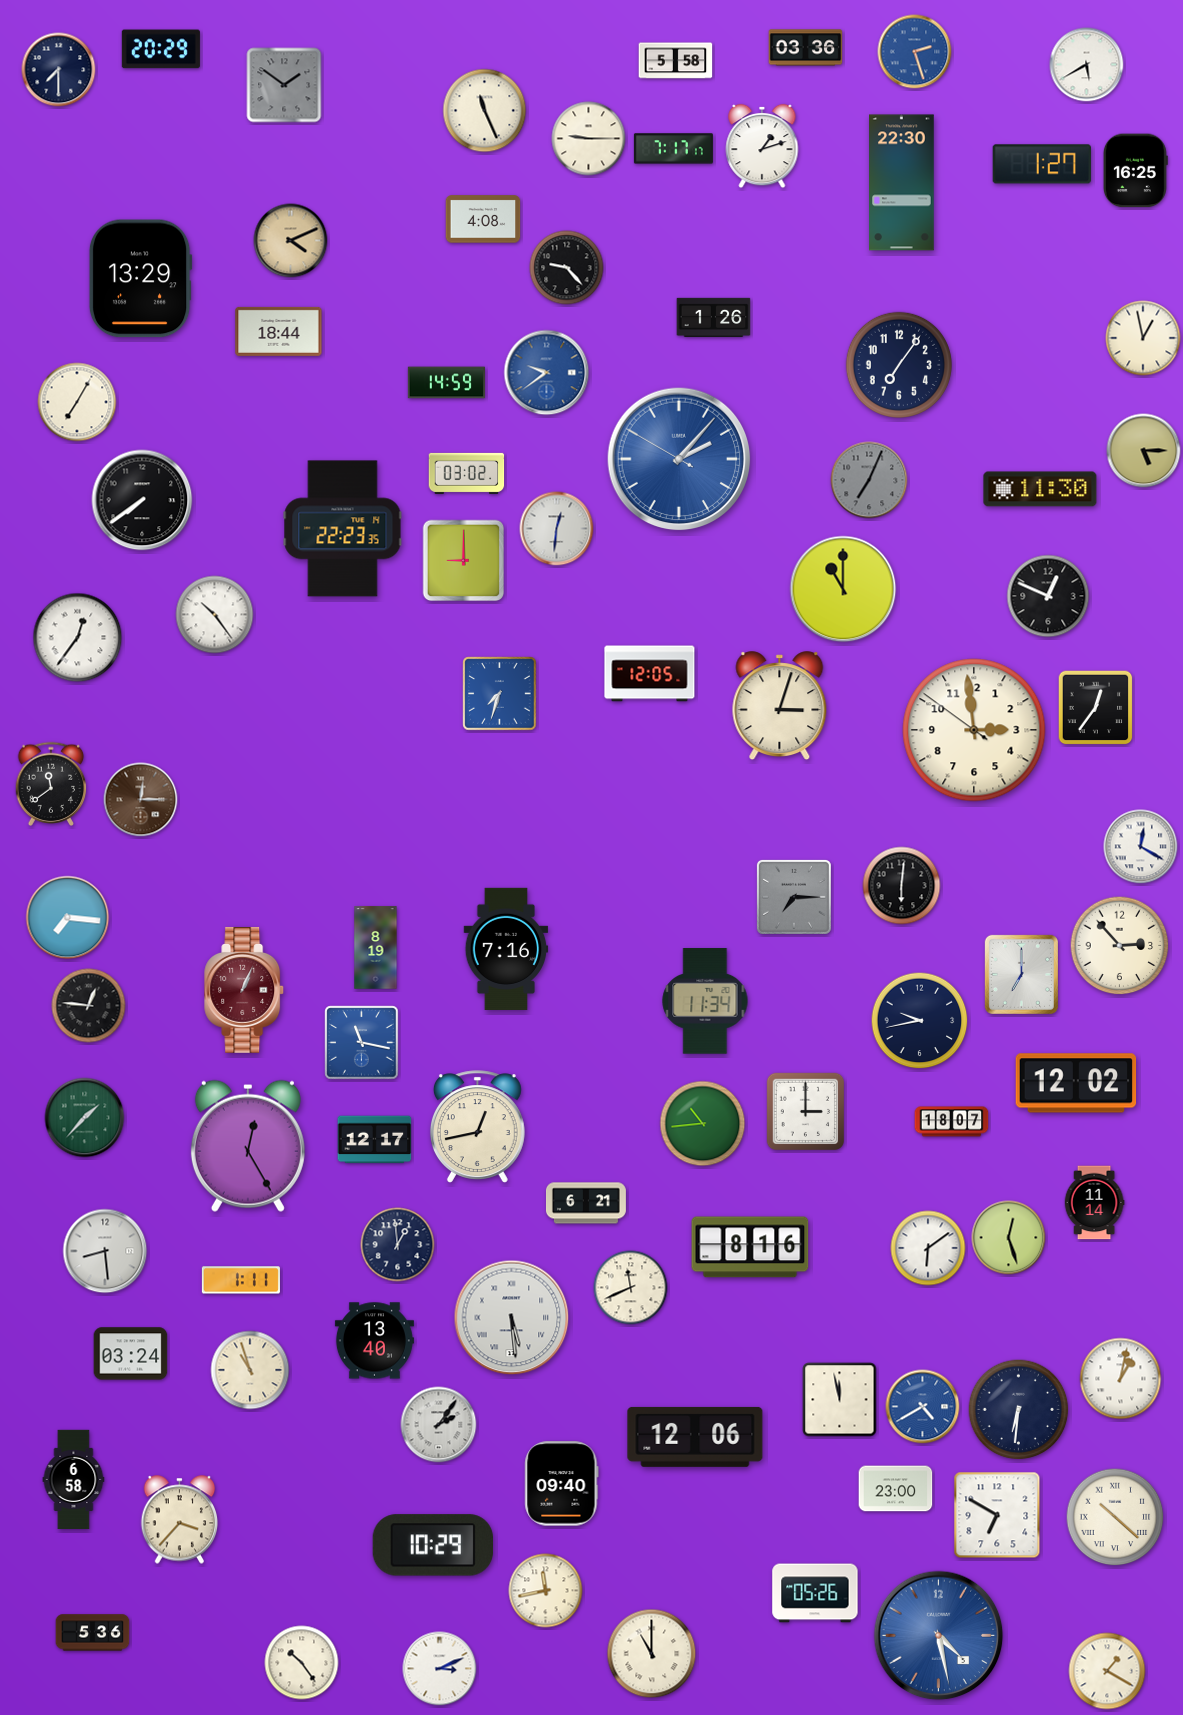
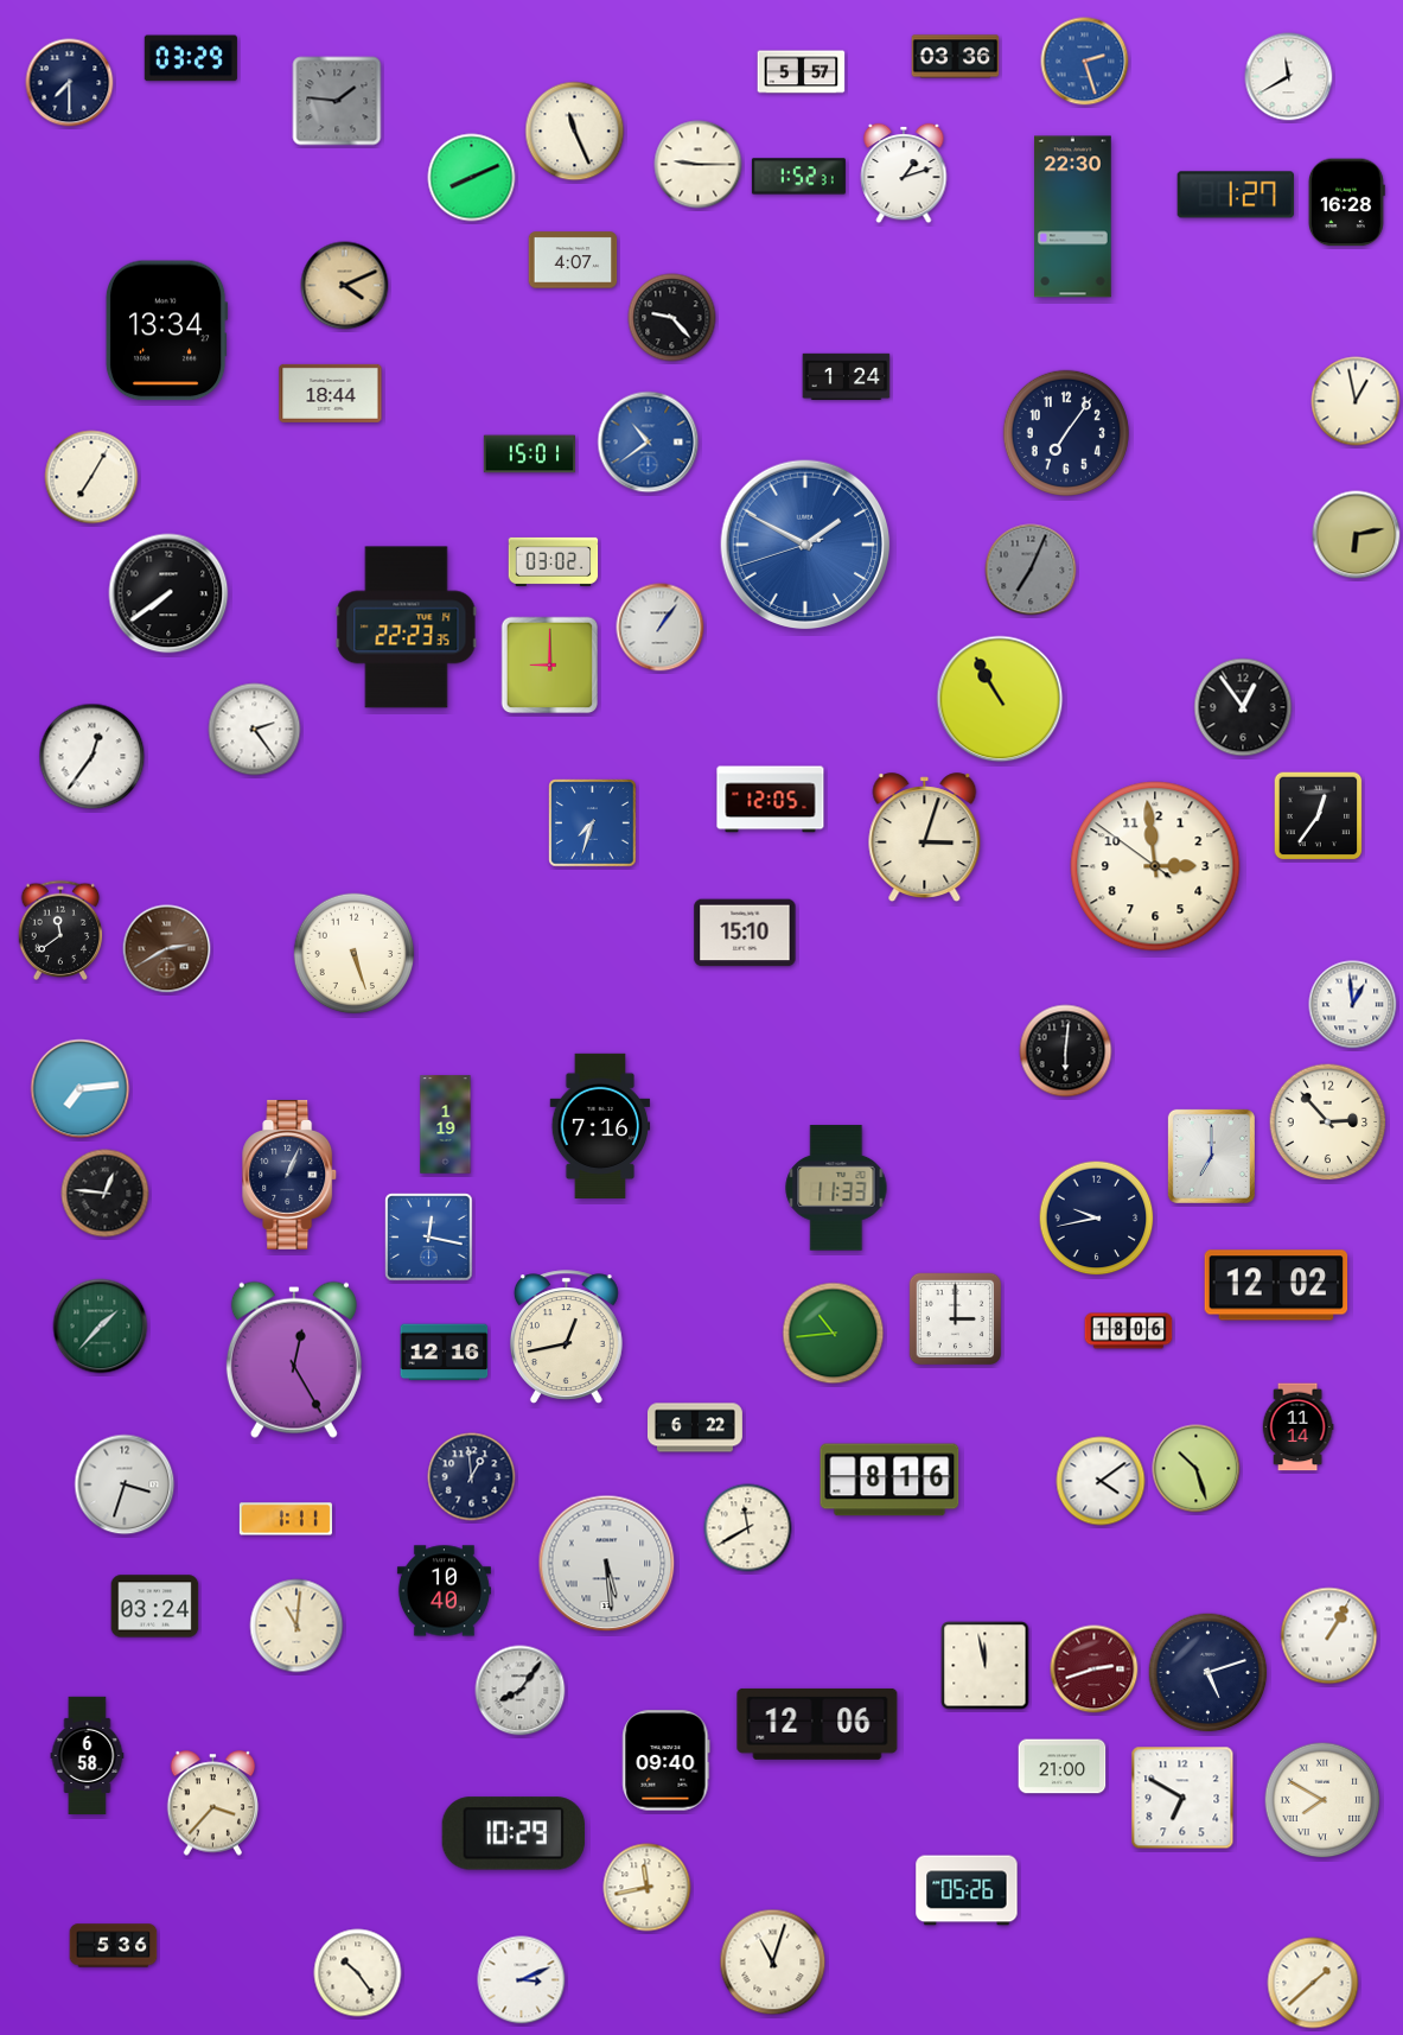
clock at (161, 49): 20:29 -> 03:29
clock at (676, 61): 5:58 -> 5:57
clock at (1087, 65): 5:40 -> 11:40
clock at (284, 85): 1:51 -> 1:46
clock at (673, 149): 7:17 -> 1:52
clock at (472, 178): none -> 8:11
clock at (1135, 171): 16:25 -> 16:28
clock at (902, 183) position: (902, 183) -> (1073, 217)
clock at (483, 219): 4:08 -> 4:07
clock at (140, 279): 13:29 -> 13:34
clock at (714, 317): 1:26 -> 1:24
clock at (547, 373): 9:39 -> 10:39
clock at (446, 383): 14:59 -> 15:01
clock at (1144, 451): 5:15 -> 6:13
clock at (679, 459): 2:06 -> 1:49
clock at (1040, 489): 11:30 -> none
clock at (557, 529): 12:31 -> 1:06
clock at (843, 589): 11:00 -> 10:55
clock at (1048, 596): 12:49 -> 12:54
clock at (215, 615): 10:24 -> 2:24
clock at (1096, 708) position: (1096, 708) -> (1319, 816)
clock at (745, 933): none -> 15:10
clock at (141, 800): 12:15 -> 2:40
clock at (355, 954): none -> 5:27
clock at (1141, 847): 12:20 -> 12:59
clock at (902, 886) position: (902, 886) -> (1066, 1051)
clock at (794, 897): 7:15 -> none
clock at (68, 918): 7:16 -> 7:14
clock at (376, 948): 8:19 -> 1:19
clock at (245, 990) dial: burgundy -> navy
clock at (705, 1001): 11:34 -> 11:33
clock at (920, 1021) position: (920, 1021) -> (1097, 1219)
clock at (362, 1043): 11:17 -> 12:17
clock at (952, 1122): 18:07 -> 18:06
clock at (375, 1140): 12:17 -> 12:16
clock at (586, 1203): 6:21 -> 6:22
clock at (1009, 1238): 12:27 -> 10:27
clock at (928, 1248): 6:09 -> 4:09
clock at (105, 1251): 8:29 -> 3:33
clock at (631, 1288): 11:41 -> 11:40
clock at (374, 1341): 13:40 -> 10:40
clock at (250, 1370): 10:57 -> 11:01
clock at (1121, 1379): 1:02 -> 1:05
clock at (840, 1400) position: (840, 1400) -> (986, 1666)
clock at (923, 1407): 4:40 -> 2:42
clock at (923, 1407) dial: blue -> burgundy
clock at (1019, 1410): 6:31 -> 5:12
clock at (439, 1425): 2:06 -> 8:06
clock at (695, 1437) position: (695, 1437) -> (817, 1724)
clock at (896, 1489): 23:00 -> 21:00
clock at (1115, 1517): 10:22 -> 7:50
clock at (93, 1633) position: (93, 1633) -> (114, 1946)
clock at (939, 1636): 4:28 -> none
clock at (652, 1654): 11:00 -> 11:03
clock at (1107, 1671): 1:20 -> 1:38
